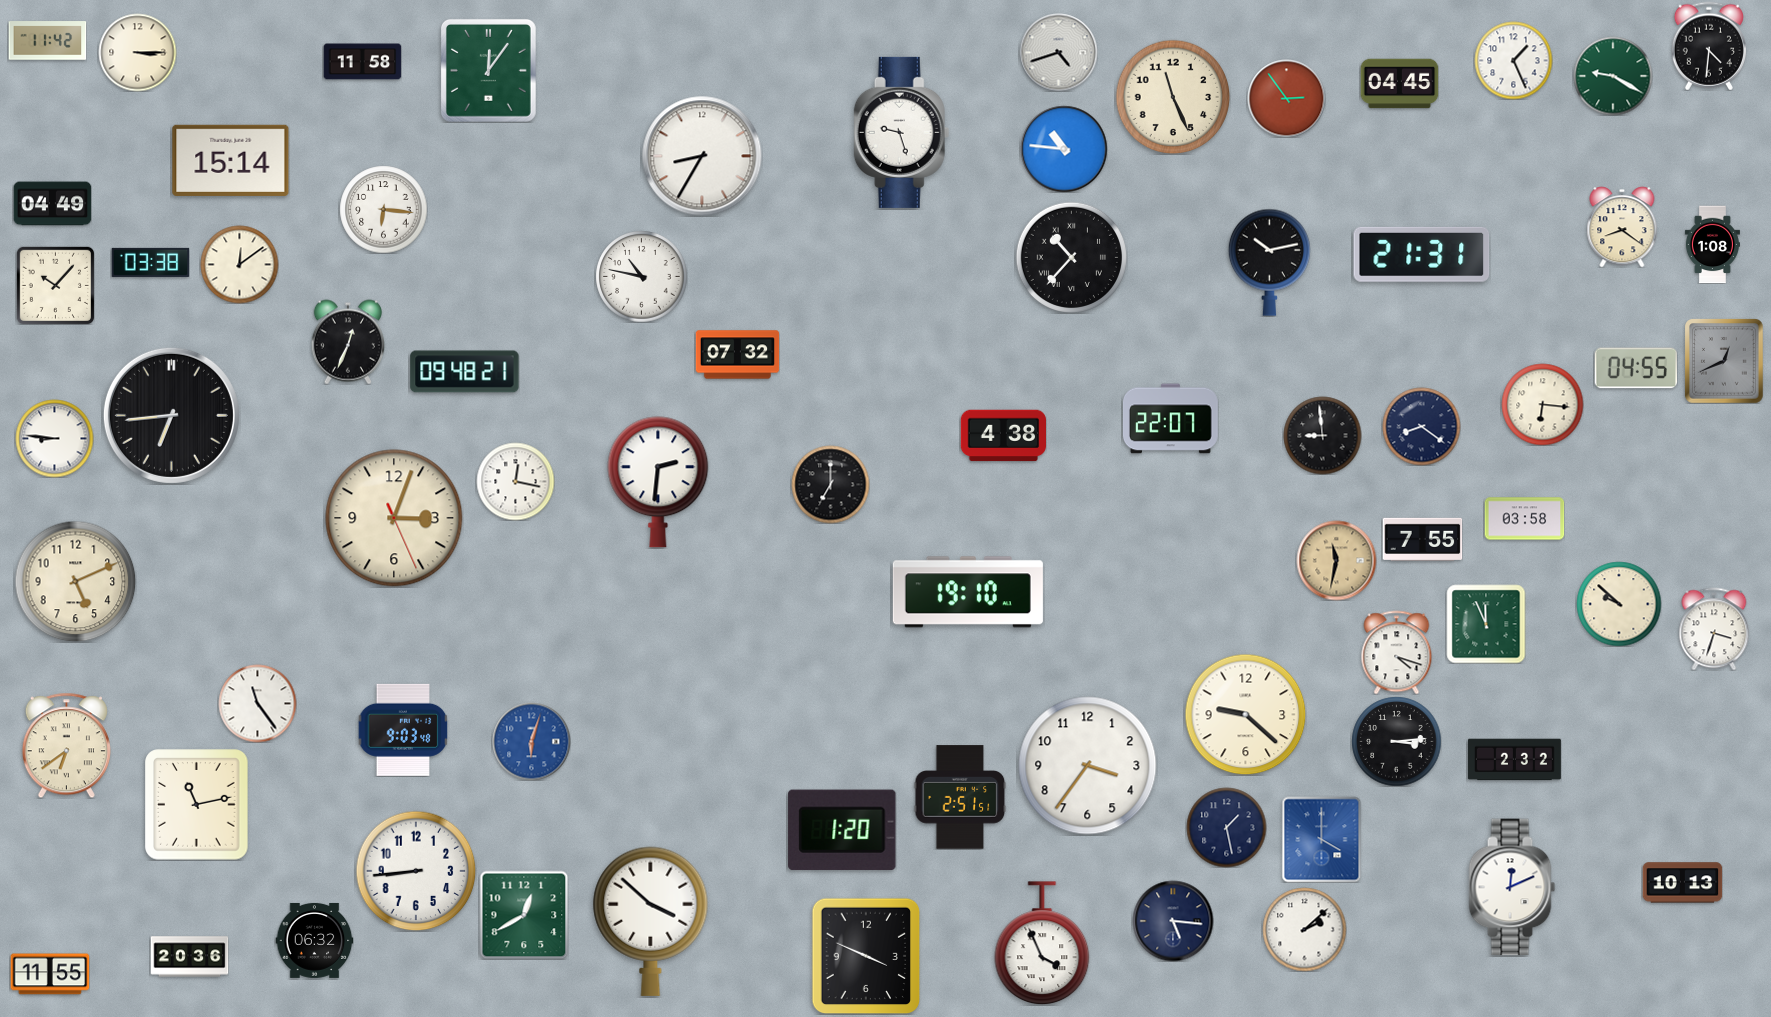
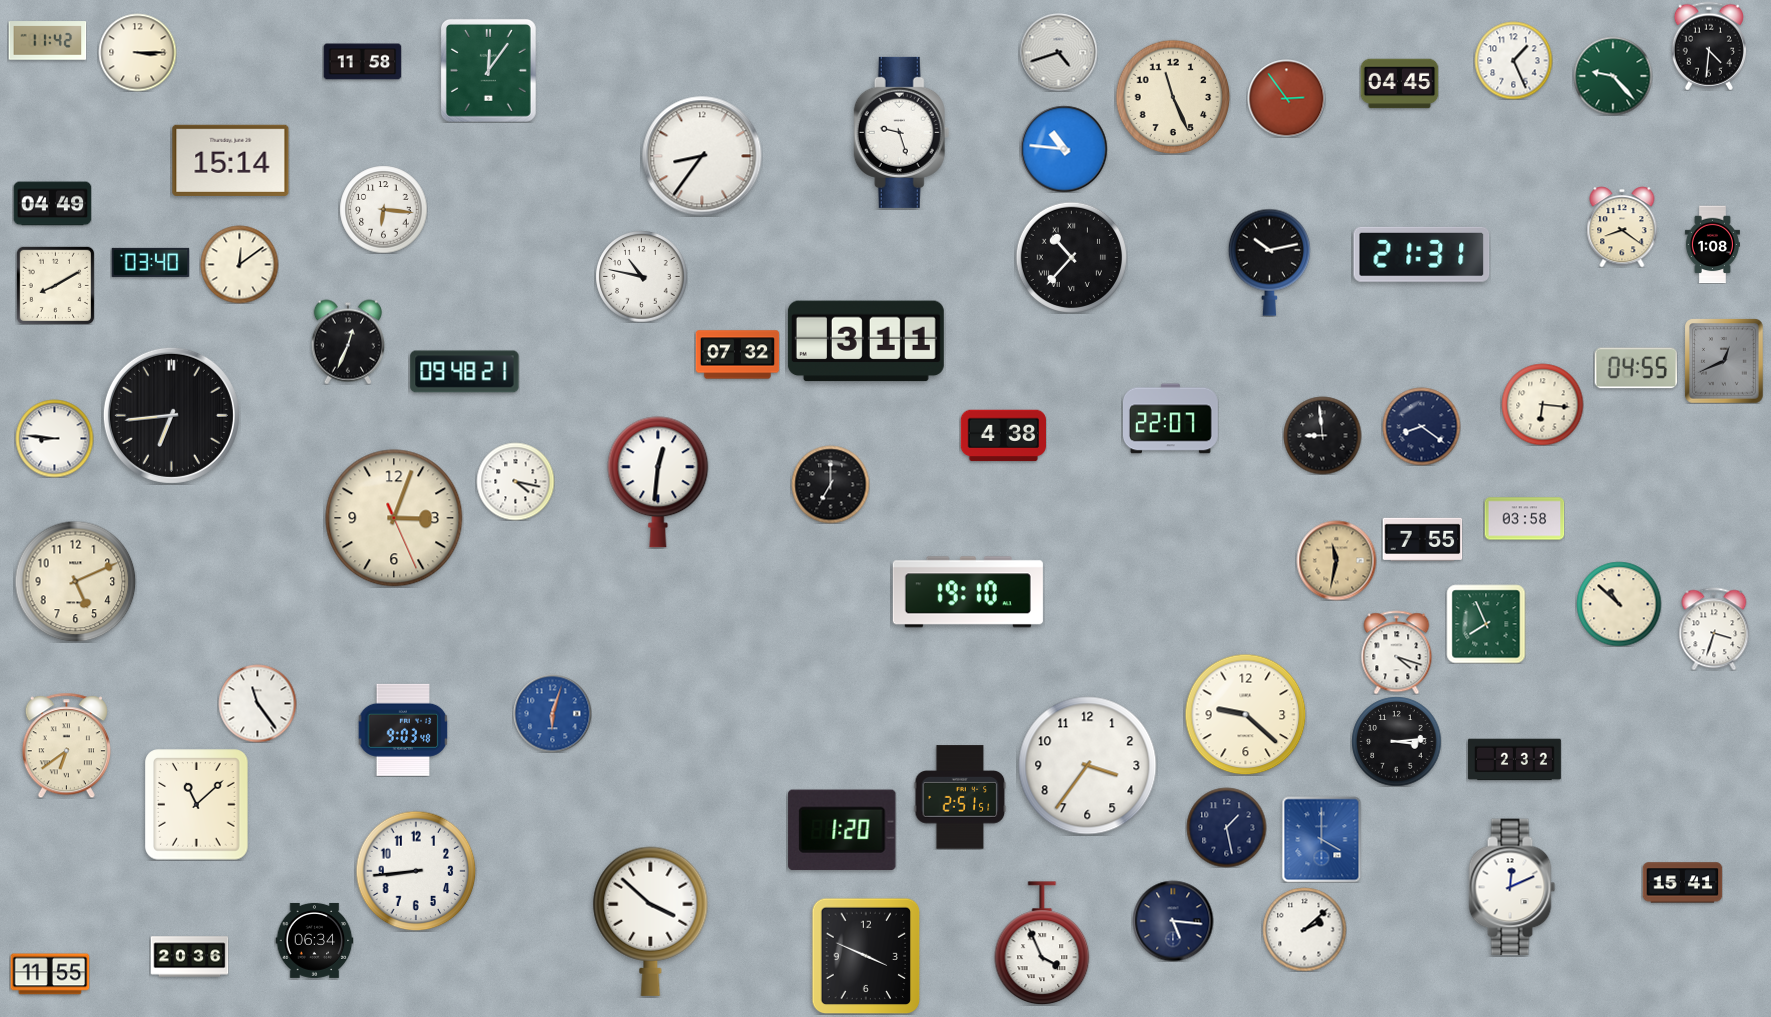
clock at (1613, 76): 9:20 -> 9:23
clock at (702, 156): 8:35 -> 8:36
clock at (150, 262): 03:38 -> 03:40
clock at (55, 285): 10:07 -> 8:10
clock at (866, 341): none -> 3:11
clock at (515, 481): 12:17 -> 4:17
clock at (658, 482): 2:31 -> 12:31
clock at (1619, 604): 9:52 -> 10:52
clock at (1486, 624): 11:56 -> 7:56
clock at (531, 741) position: (531, 741) -> (552, 713)
clock at (197, 805): 11:13 -> 11:08
clock at (1682, 883): 10:13 -> 15:41
clock at (524, 915): 12:40 -> none
clock at (314, 940): 06:32 -> 06:34
